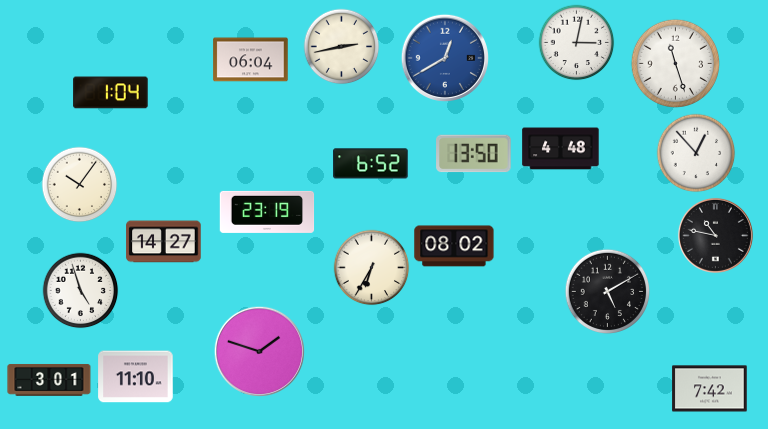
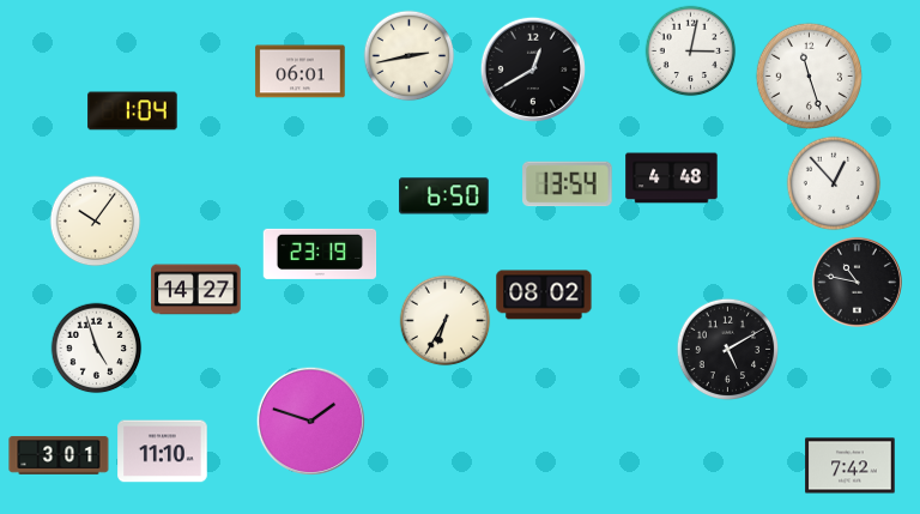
clock at (445, 58) dial: blue -> black
clock at (251, 60): 06:04 -> 06:01
clock at (474, 154): 13:50 -> 13:54
clock at (371, 164): 6:52 -> 6:50
